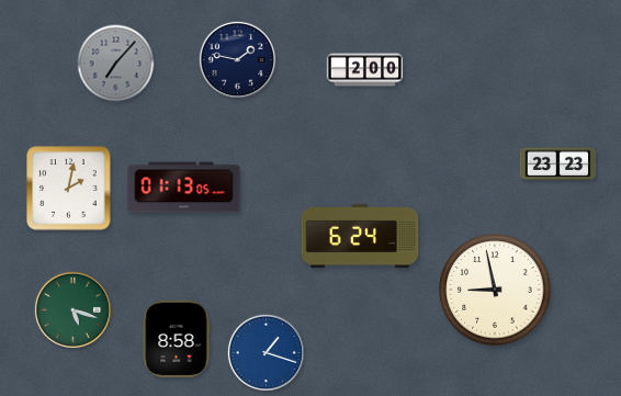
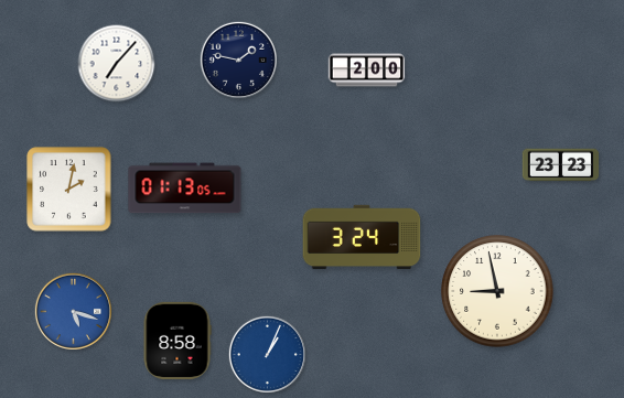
clock at (116, 64) dial: grey -> white
clock at (360, 236): 6:24 -> 3:24
clock at (72, 309) dial: green -> blue
clock at (266, 352): 1:18 -> 1:04
